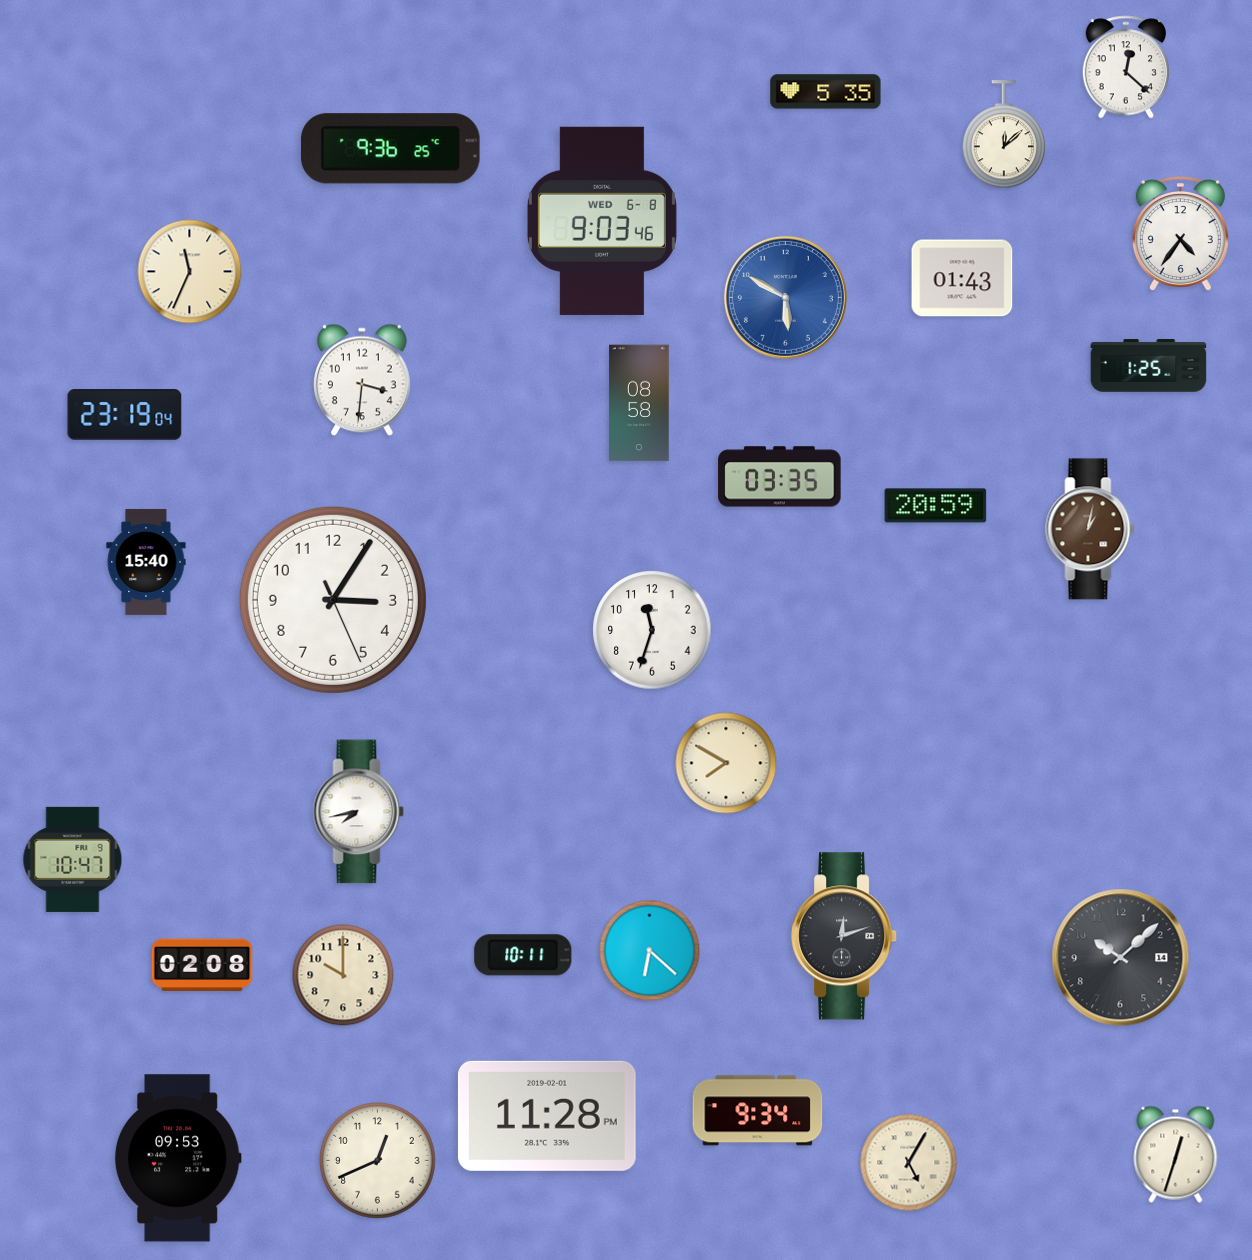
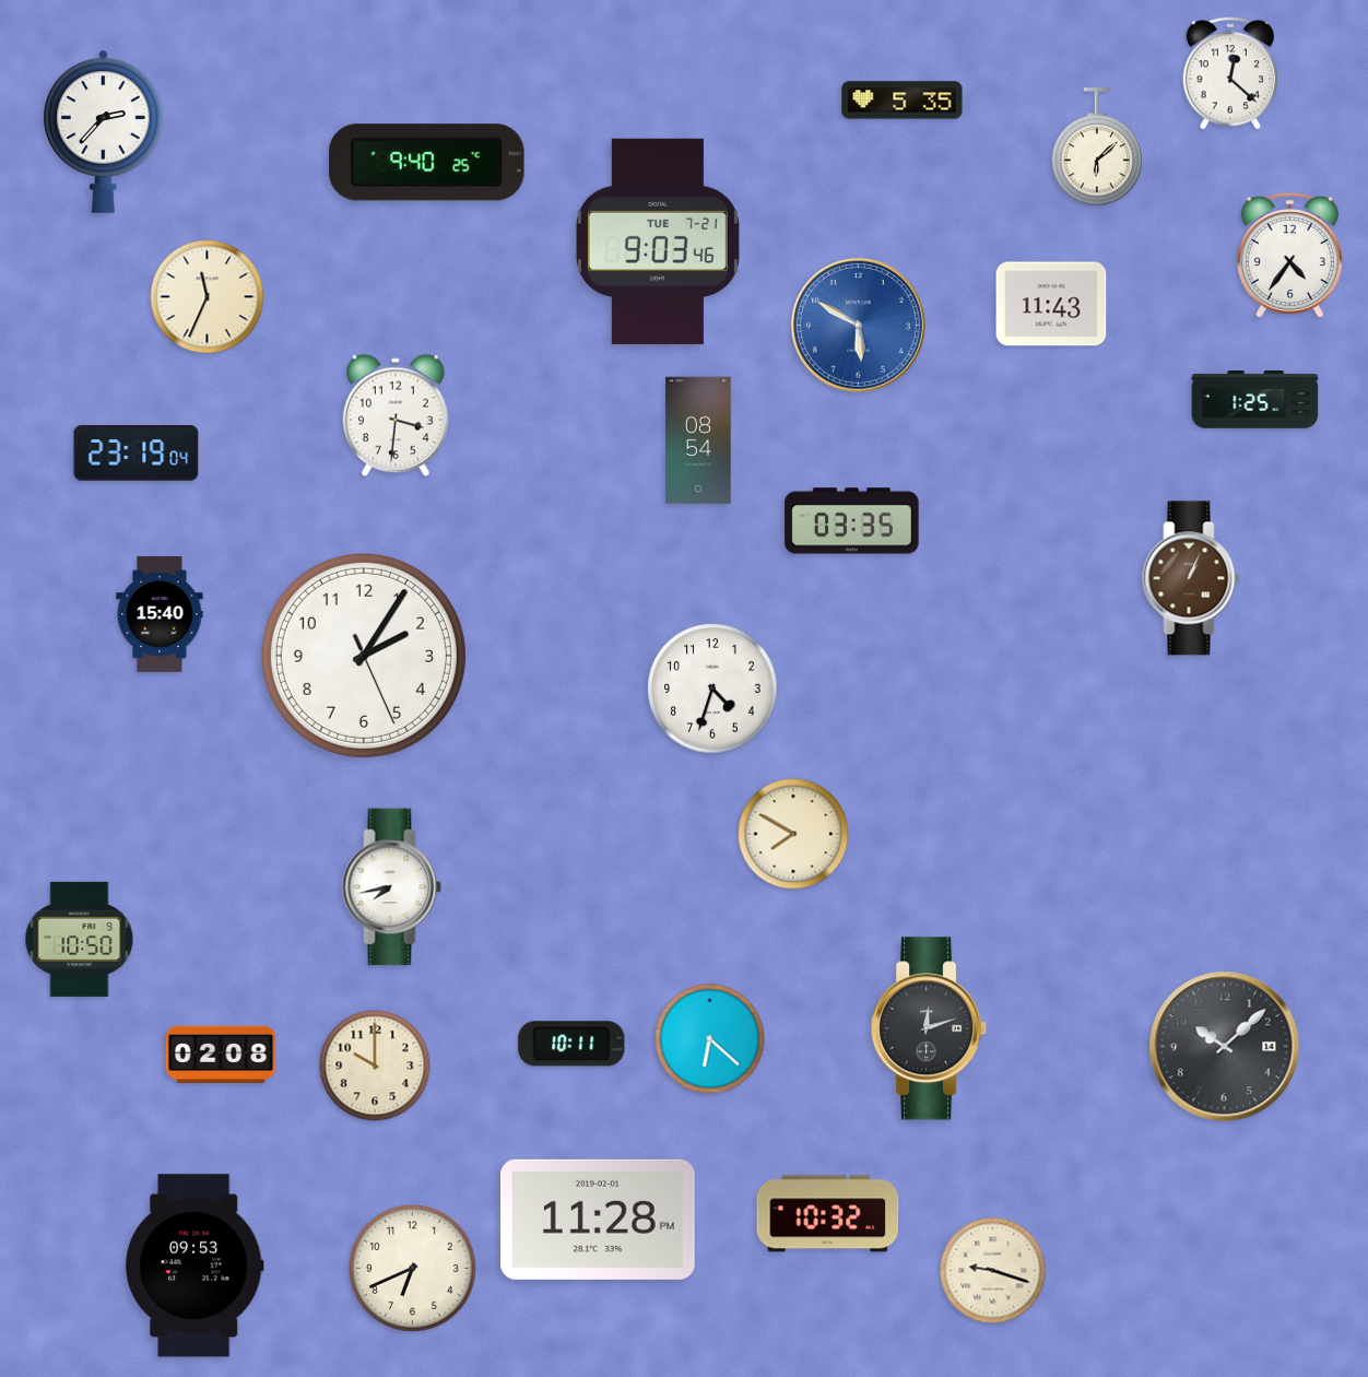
clock at (104, 131): none -> 2:37
clock at (1004, 135): 12:08 -> 6:08
clock at (391, 149): 9:36 -> 9:40
clock at (602, 221) date: WED 6-8 -> TUE 7-21
clock at (962, 278): 01:43 -> 11:43
clock at (639, 403): 08:58 -> 08:54
clock at (936, 506): 20:59 -> none
clock at (1090, 529): 1:02 -> 1:04
clock at (333, 600): 3:05 -> 2:05
clock at (652, 630): 11:33 -> 4:33
clock at (73, 859): 10:47 -> 10:50
clock at (845, 936) position: (845, 936) -> (930, 1028)
clock at (758, 1111): 9:34 -> 10:32
clock at (1176, 1154): 12:33 -> none
clock at (378, 1161): 12:41 -> 6:41
clock at (909, 1163): 5:05 -> 9:18
